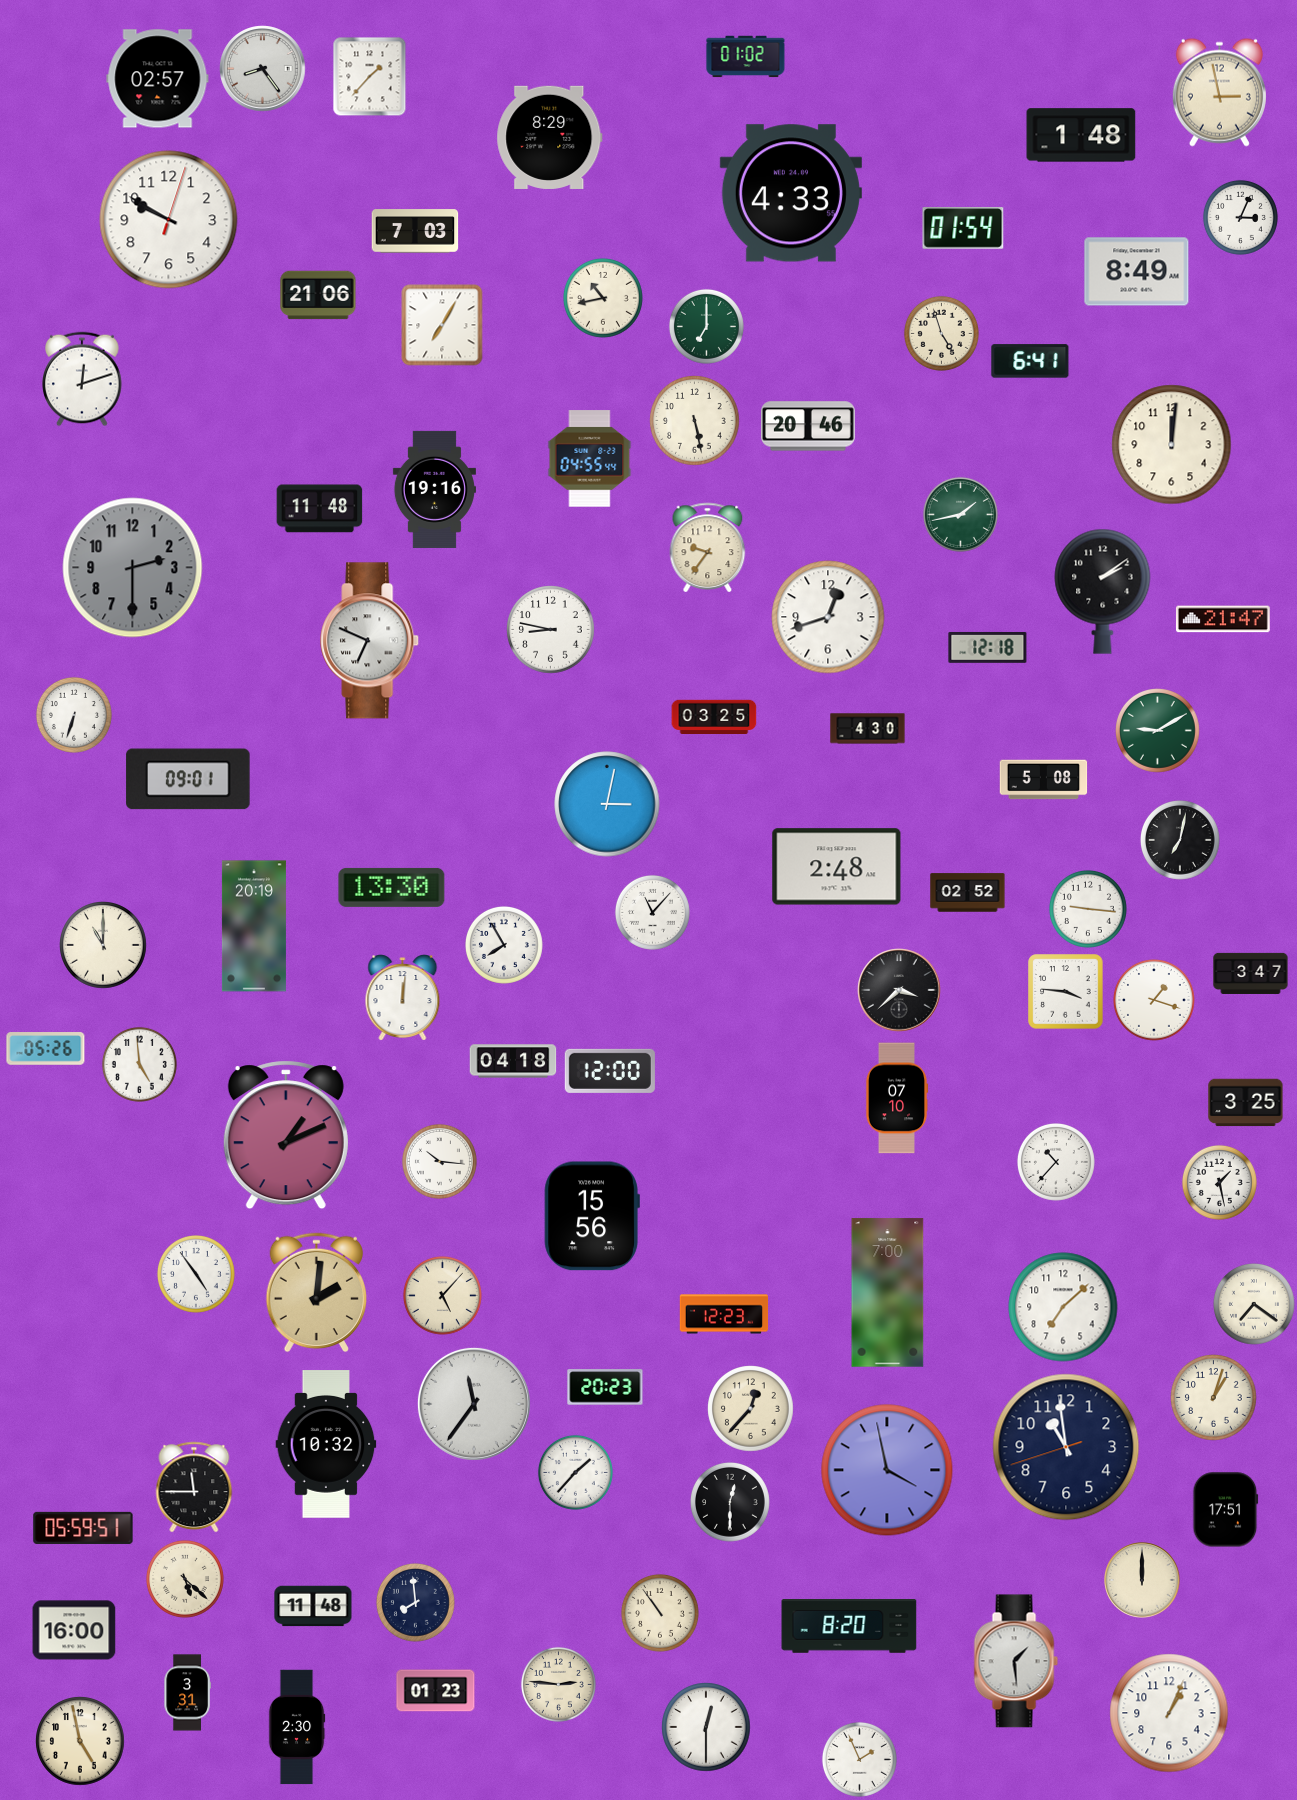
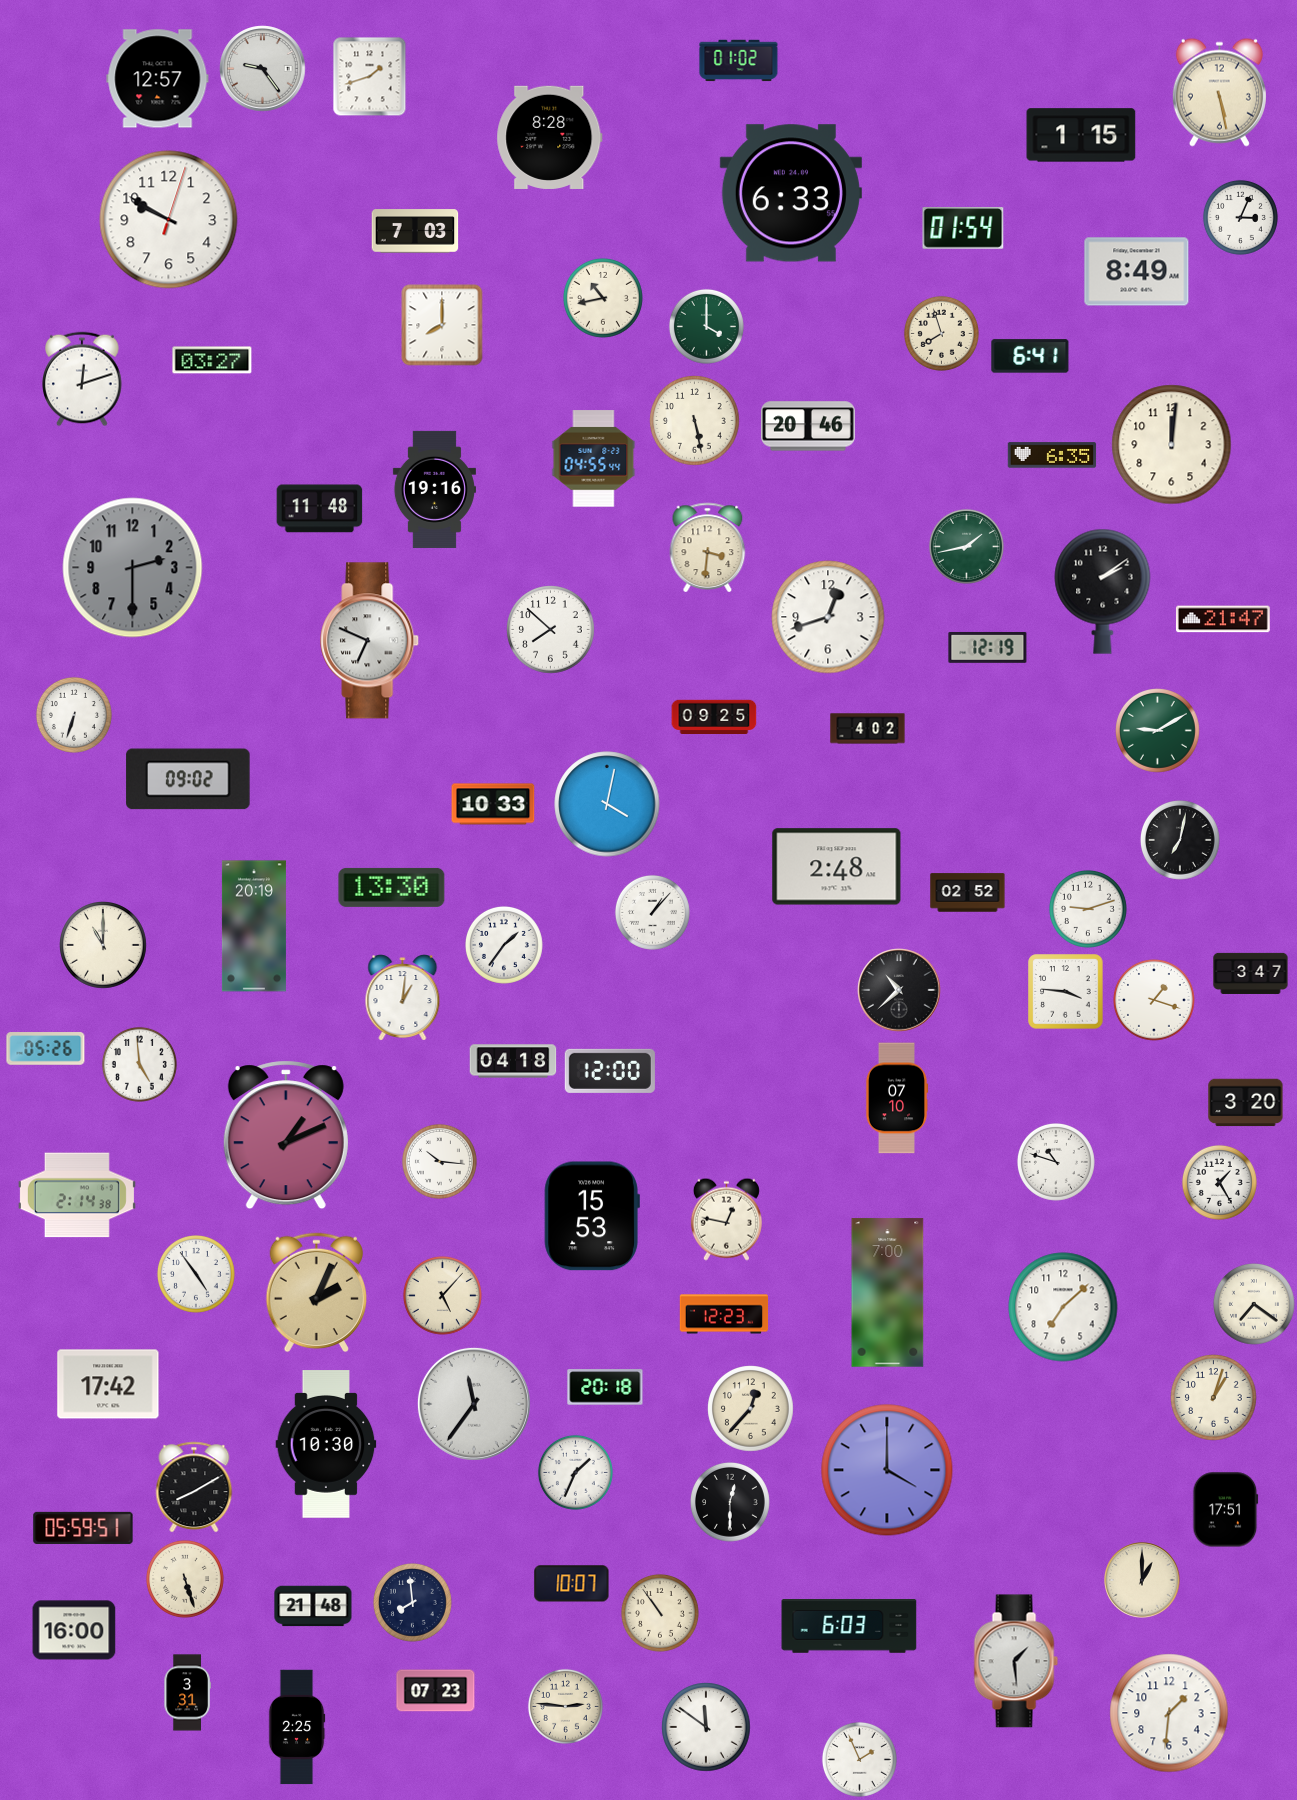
clock at (746, 57) position: (746, 57) -> (739, 61)
clock at (263, 69): 8:24 -> 9:24
clock at (370, 77): 1:37 -> 1:42
clock at (158, 79): 02:57 -> 12:57
clock at (1219, 92): 2:58 -> 5:28
clock at (1081, 135): 1:48 -> 1:15
clock at (550, 137): 8:29 -> 8:28
clock at (791, 193): 4:33 -> 6:33
clock at (318, 295): 21:06 -> none
clock at (442, 325): 7:05 -> 8:00
clock at (706, 326): 7:00 -> 4:00
clock at (941, 333): 4:57 -> 7:57
clock at (212, 360): none -> 03:27
clock at (1030, 361) position: (1030, 361) -> (1030, 356)
clock at (1052, 455): none -> 6:35
clock at (590, 459) position: (590, 459) -> (594, 459)
clock at (960, 514) position: (960, 514) -> (966, 546)
clock at (708, 547): 9:36 -> 3:31
clock at (551, 630): 8:47 -> 7:52
clock at (988, 647): 12:18 -> 12:19
clock at (714, 716): 03:25 -> 09:25
clock at (868, 729): 4:30 -> 4:02
clock at (188, 779): 09:01 -> 09:02
clock at (1044, 780): 5:08 -> none
clock at (493, 804): none -> 10:33
clock at (607, 804): 3:02 -> 4:02
clock at (1088, 909): 9:16 -> 9:12
clock at (652, 912): 11:07 -> 1:07
clock at (504, 945): 7:55 -> 1:36
clock at (899, 990): 3:38 -> 10:38
clock at (403, 998): 12:01 -> 1:01
clock at (1246, 1103): 3:25 -> 3:20
clock at (1056, 1162): 10:37 -> 10:48
clock at (1219, 1182): 1:28 -> 1:25
clock at (77, 1195): none -> 2:14
clock at (592, 1216): 15:56 -> 15:53
clock at (726, 1219): none -> 12:47
clock at (316, 1293): 2:01 -> 2:04
clock at (108, 1384): none -> 17:42
clock at (605, 1387): 20:23 -> 20:18
clock at (326, 1444): 10:32 -> 10:30
clock at (1066, 1447): 10:58 -> none
clock at (887, 1470): 3:58 -> 4:00
clock at (575, 1472): 1:37 -> 1:34
clock at (194, 1487): 11:45 -> 8:10
clock at (185, 1579): 5:22 -> 5:27
clock at (1142, 1580): 12:00 -> 1:00
clock at (572, 1584): none -> 10:07
clock at (415, 1602) position: (415, 1602) -> (412, 1602)
clock at (313, 1606): 11:48 -> 21:48
clock at (849, 1626): 8:20 -> 6:03
clock at (558, 1684) position: (558, 1684) -> (565, 1706)
clock at (436, 1691): 01:23 -> 07:23
clock at (1169, 1713): 1:04 -> 1:31
clock at (297, 1727): 2:30 -> 2:25
clock at (706, 1727): 12:30 -> 11:51
clock at (80, 1741): 4:58 -> none
